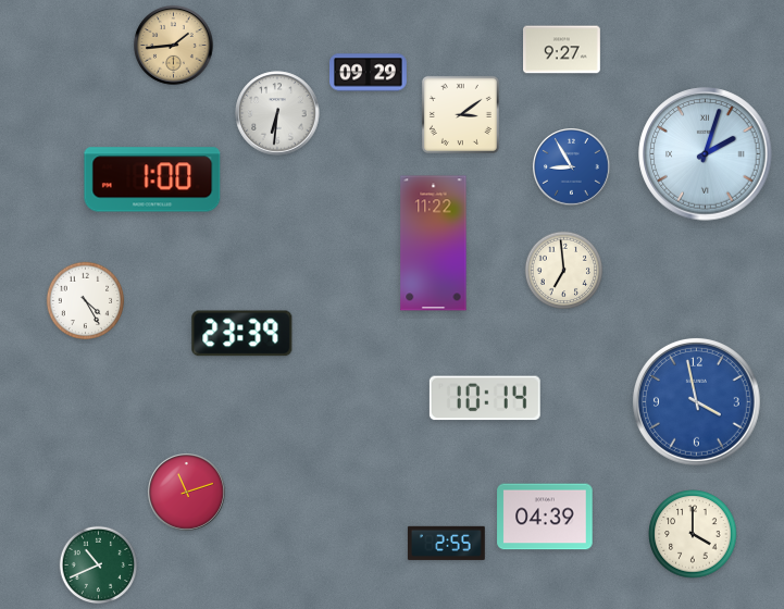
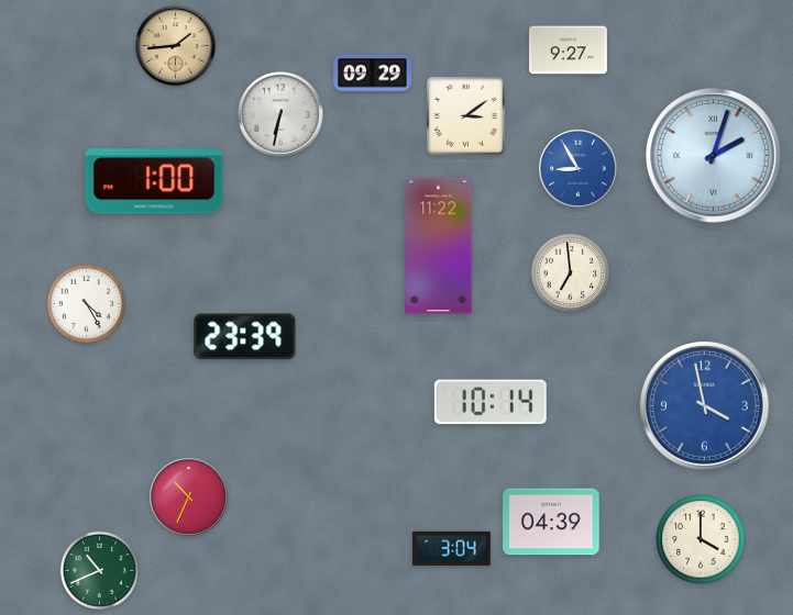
clock at (277, 113): 6:31 -> 6:32
clock at (187, 493): 11:12 -> 10:34
clock at (446, 543): 2:55 -> 3:04
